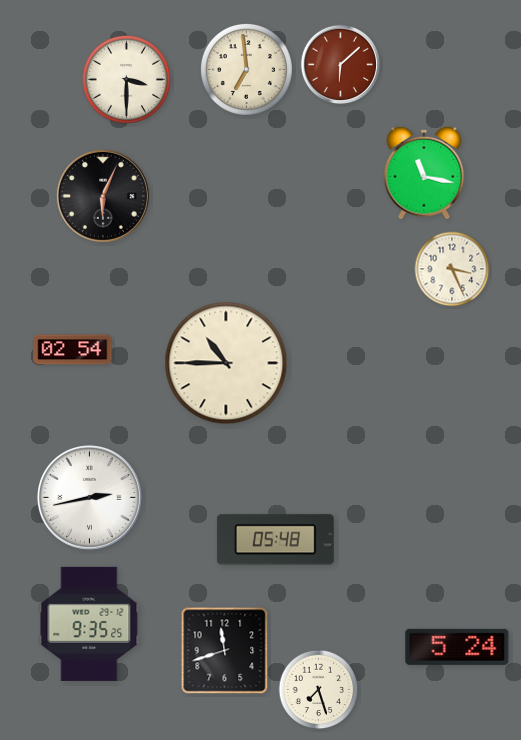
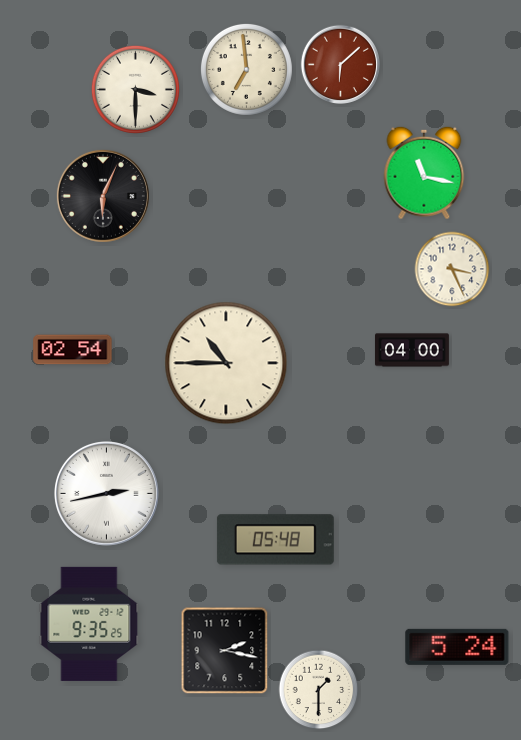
clock at (126, 79) position: (126, 79) -> (135, 89)
clock at (412, 350): none -> 04:00
clock at (89, 497) position: (89, 497) -> (106, 493)
clock at (225, 651): 11:42 -> 2:17
clock at (319, 690): 7:27 -> 1:30
